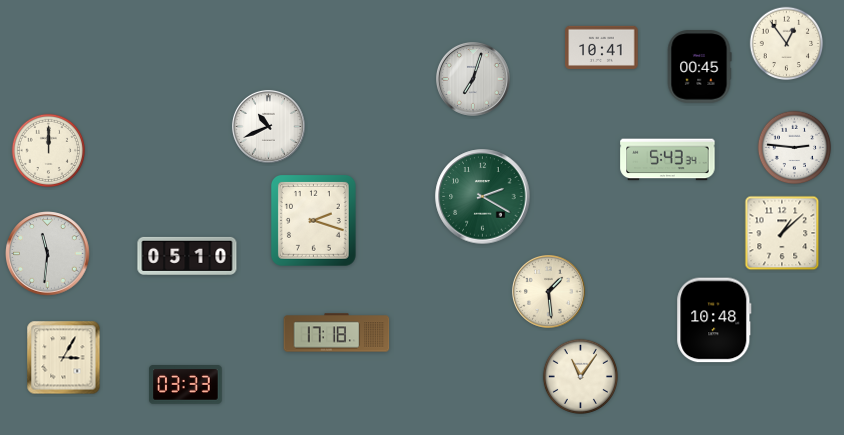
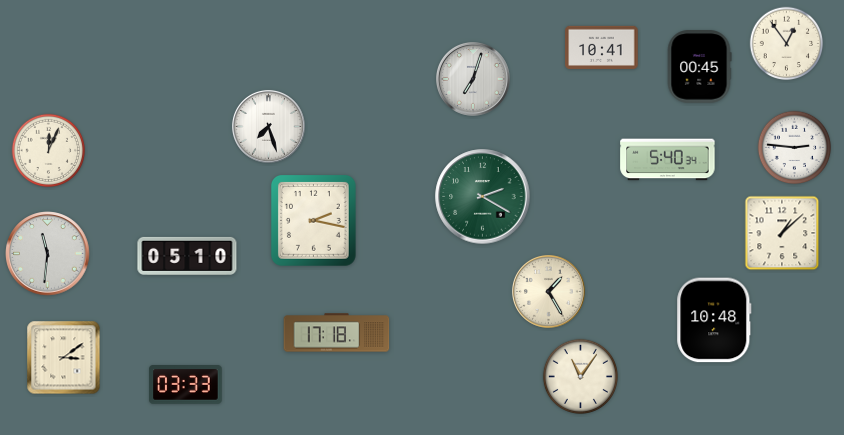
clock at (268, 126): 10:41 -> 7:27
clock at (49, 151): 12:00 -> 12:04
clock at (668, 160): 5:43 -> 5:40
clock at (313, 220): 2:18 -> 2:17
clock at (548, 291): 1:29 -> 1:25
clock at (64, 358): 3:05 -> 3:09
